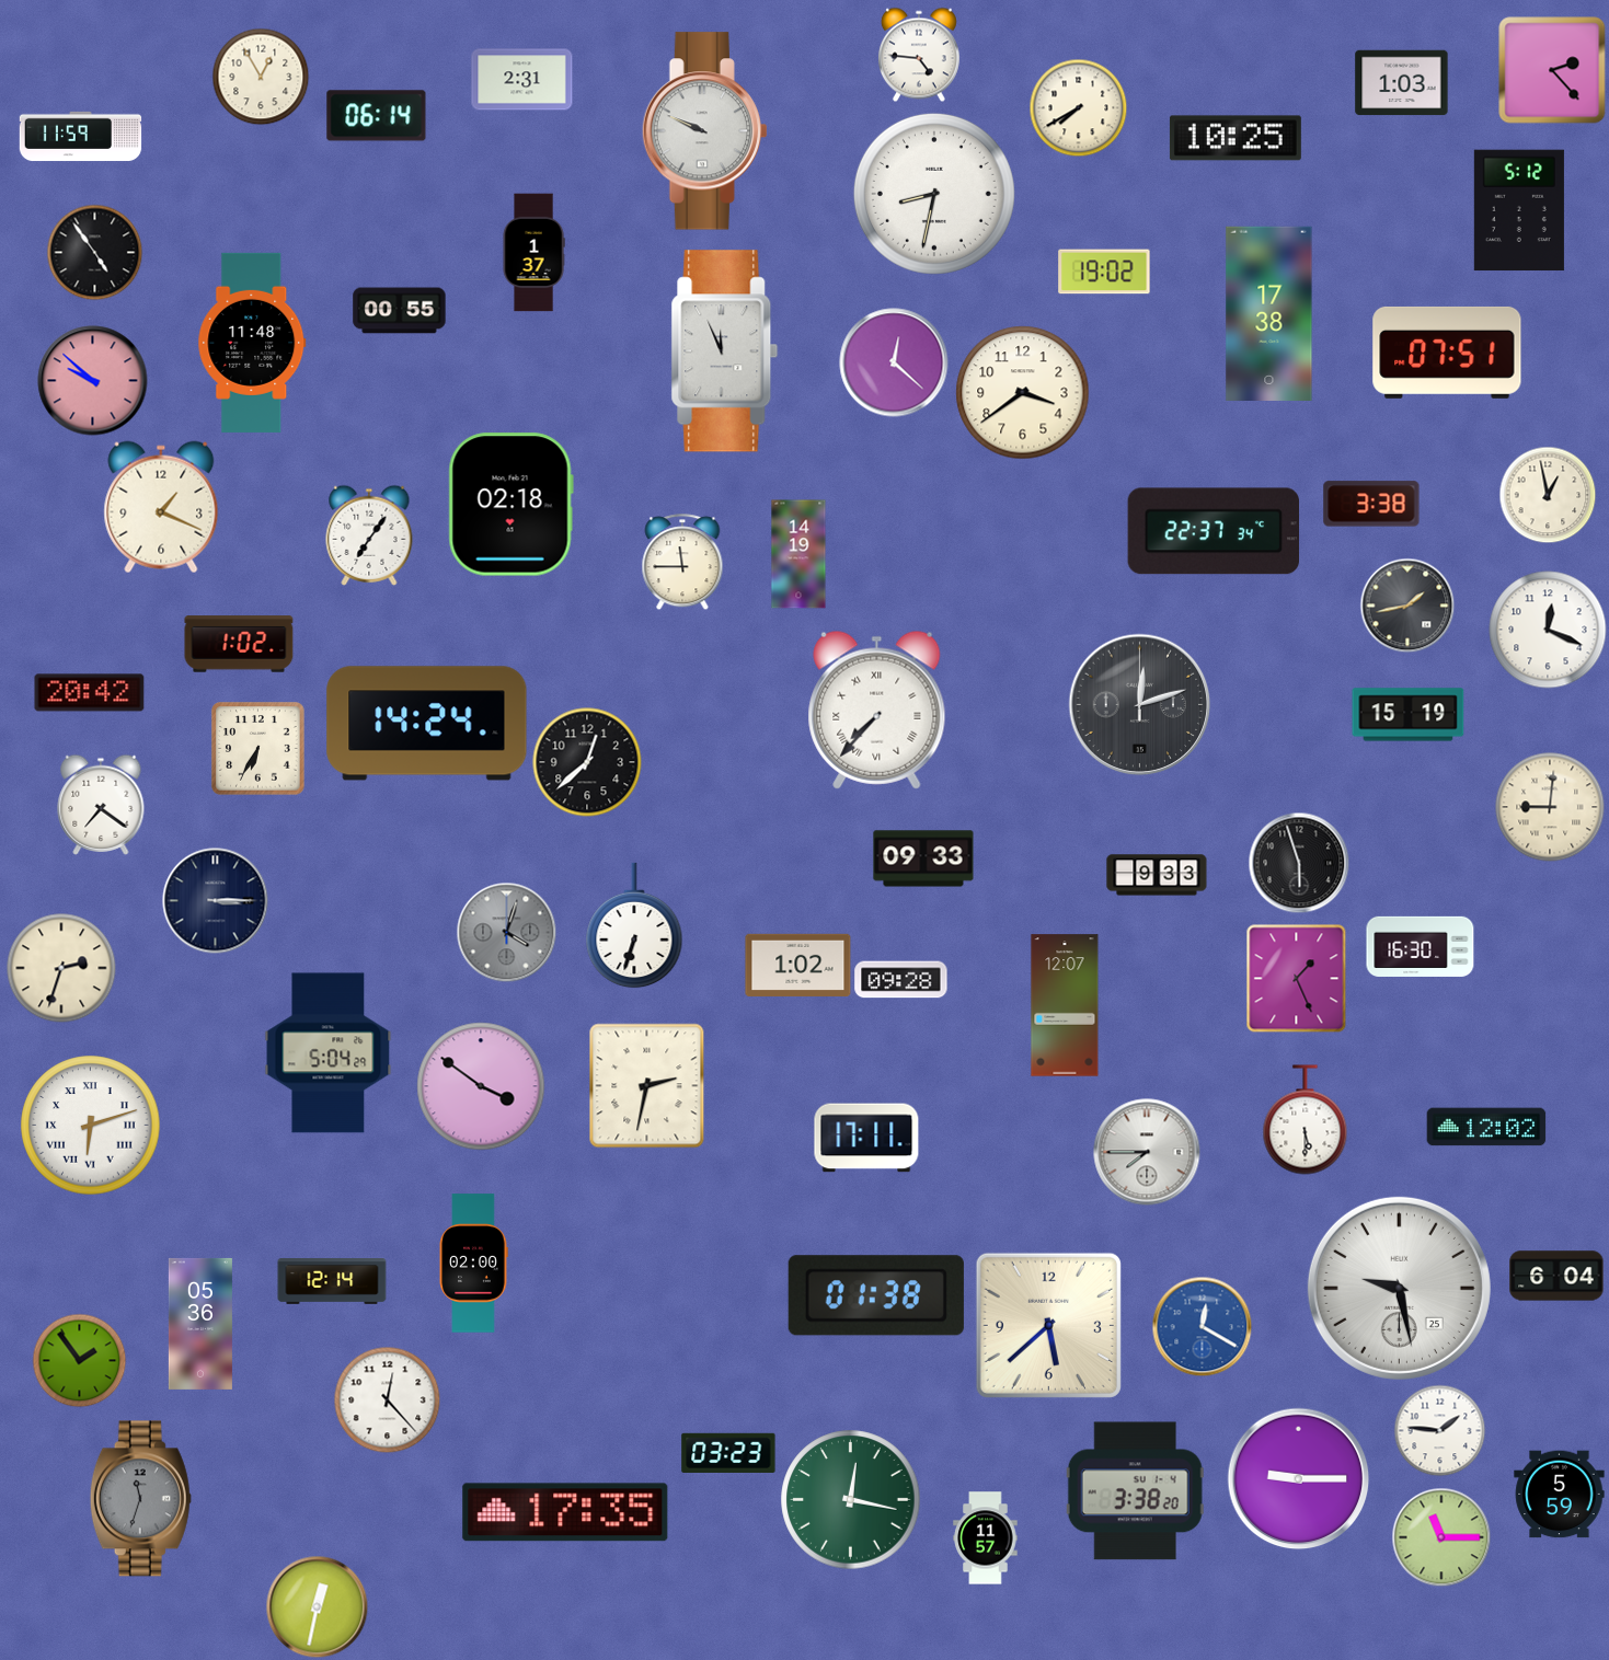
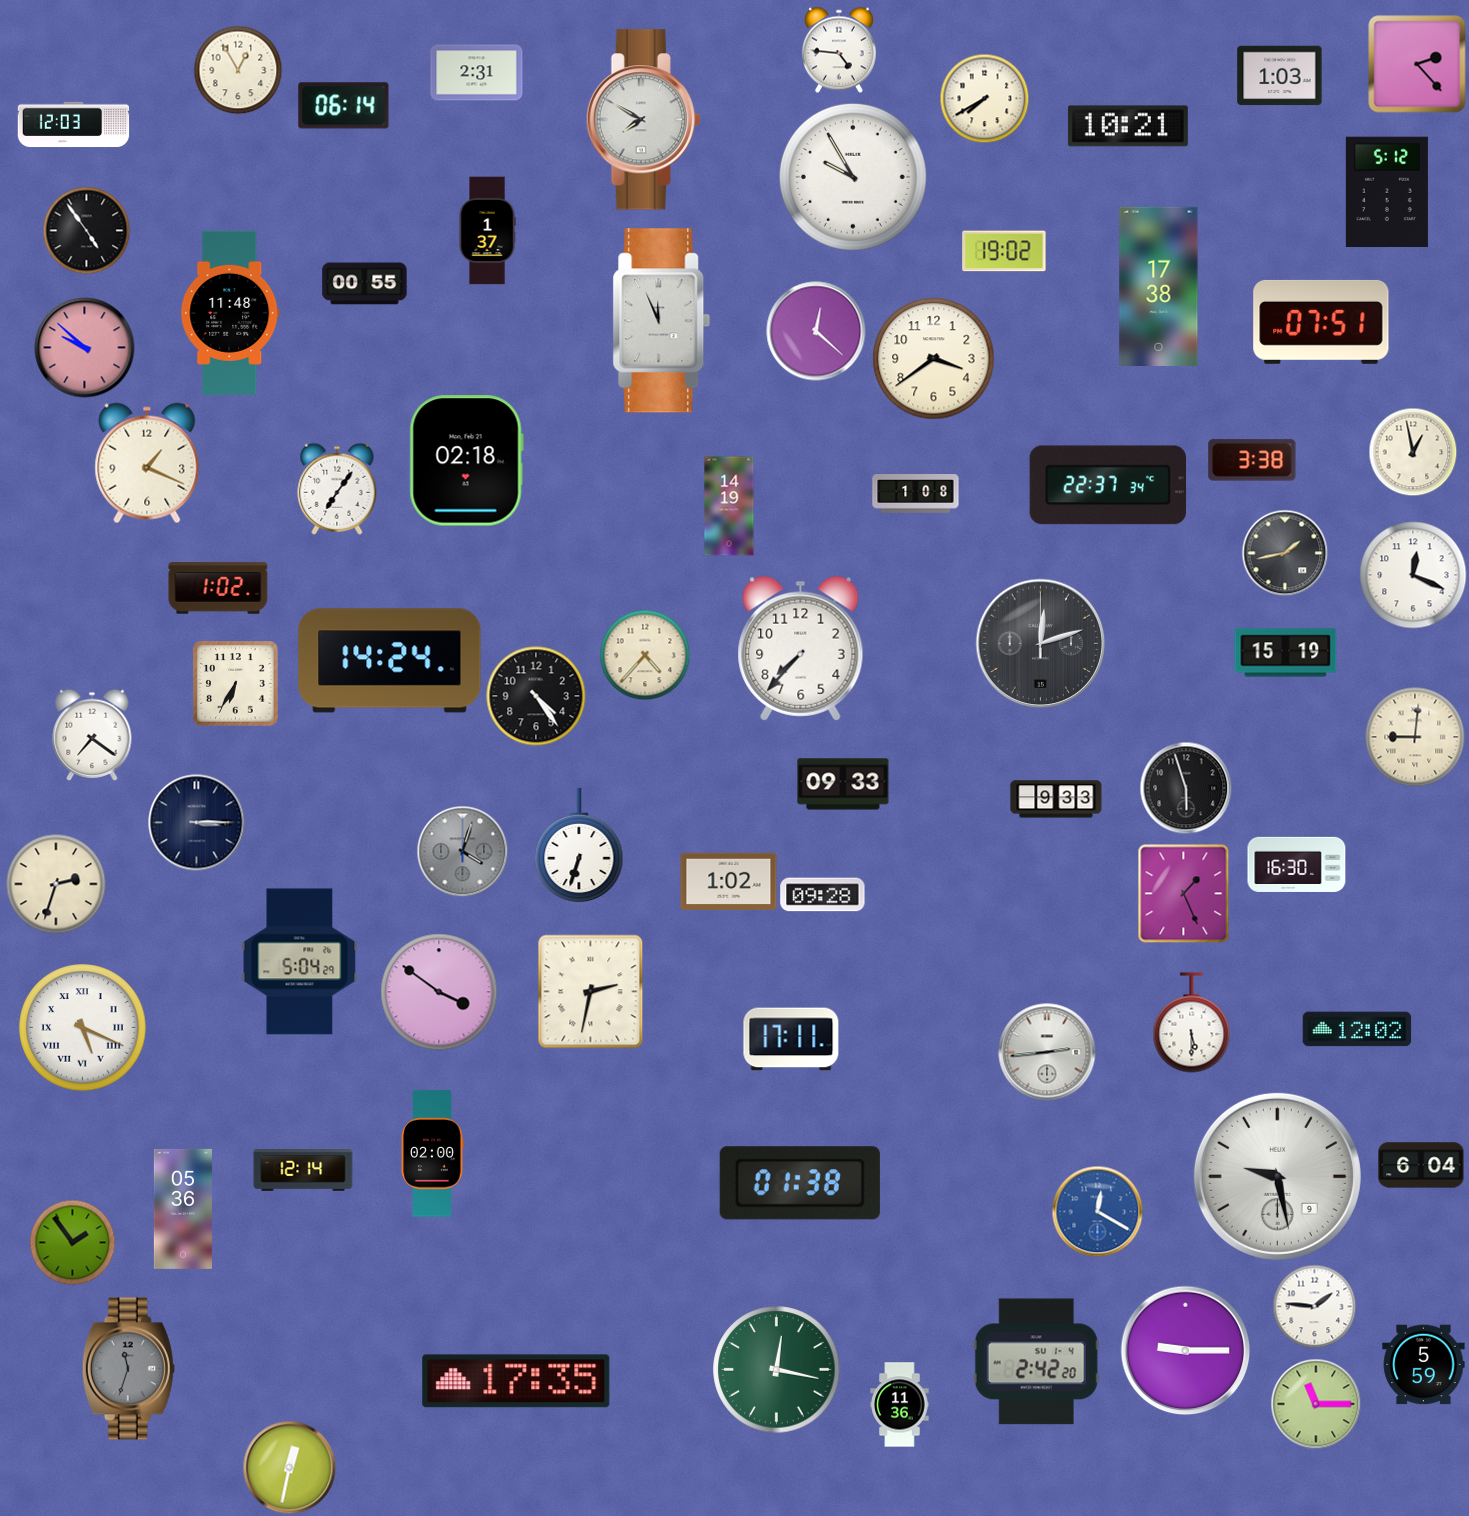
clock at (704, 131): 9:49 -> 7:50
clock at (81, 137): 11:59 -> 12:03
clock at (1236, 138): 10:25 -> 10:21
clock at (934, 194): 8:32 -> 9:55
clock at (1104, 272) position: (1104, 272) -> (1004, 251)
clock at (916, 494): none -> 1:08
clock at (682, 562): 11:45 -> none
clock at (90, 693): 20:42 -> none
clock at (877, 710) numerals: Roman -> Arabic
clock at (645, 655): none -> 4:37
clock at (587, 762): 12:38 -> 4:24
clock at (1065, 1005): 12:07 -> none
clock at (91, 1126): 6:12 -> 5:19
clock at (1147, 1152): 7:45 -> 2:44
clock at (1399, 1288) date: 25 -> 9
clock at (1048, 1325): 5:38 -> none
clock at (387, 1399): 12:23 -> none
clock at (728, 1452): 03:23 -> none
clock at (1135, 1491): 3:38 -> 2:42
clock at (986, 1538): 11:57 -> 11:36
